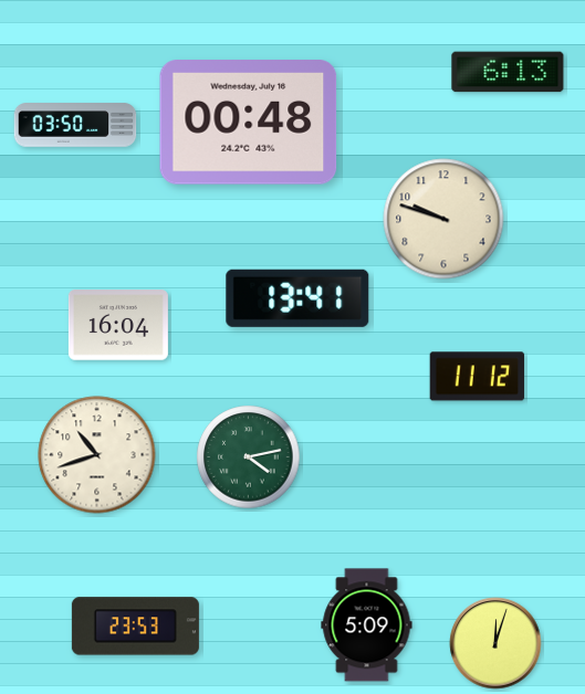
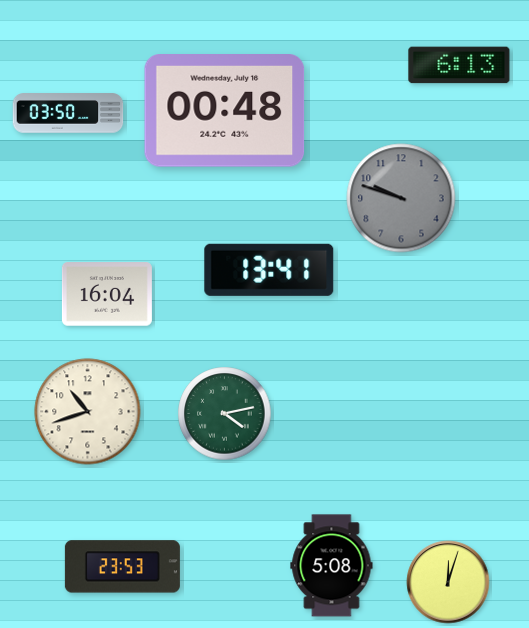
clock at (443, 219) dial: cream -> grey
clock at (478, 377): 11:12 -> none
clock at (367, 625): 5:09 -> 5:08
